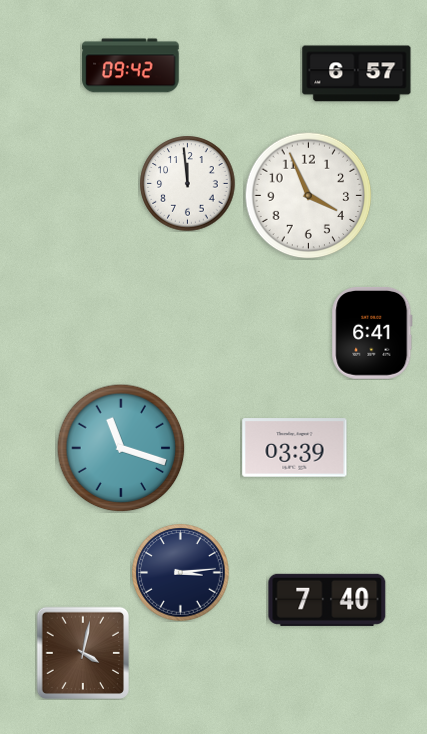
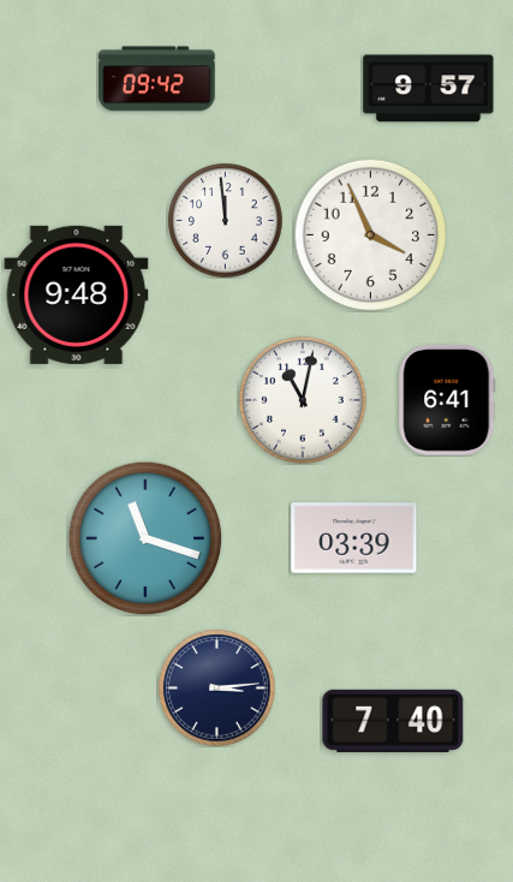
clock at (357, 74): 6:57 -> 9:57
clock at (77, 294): none -> 9:48
clock at (303, 400): none -> 11:02
clock at (82, 652): 4:02 -> none
